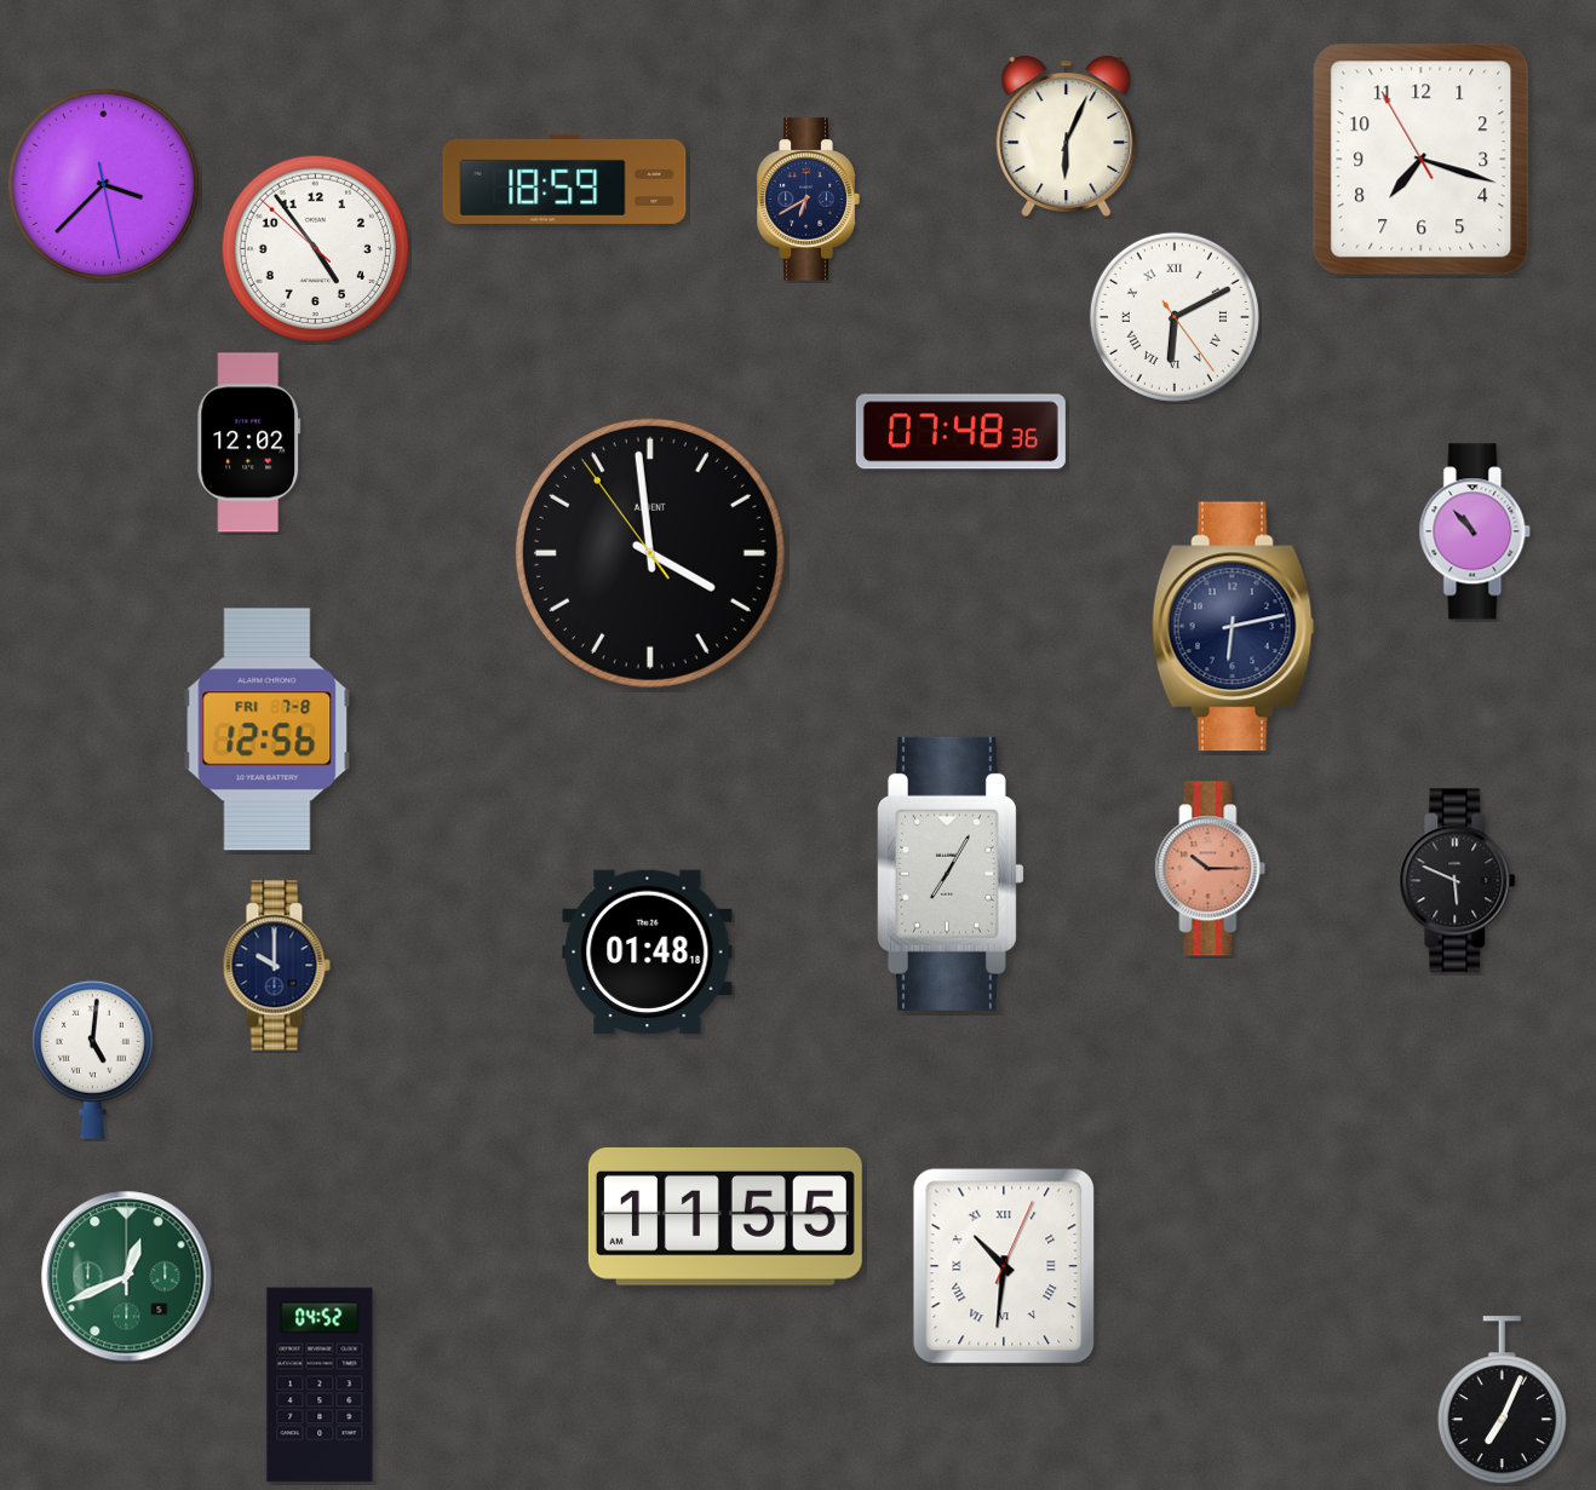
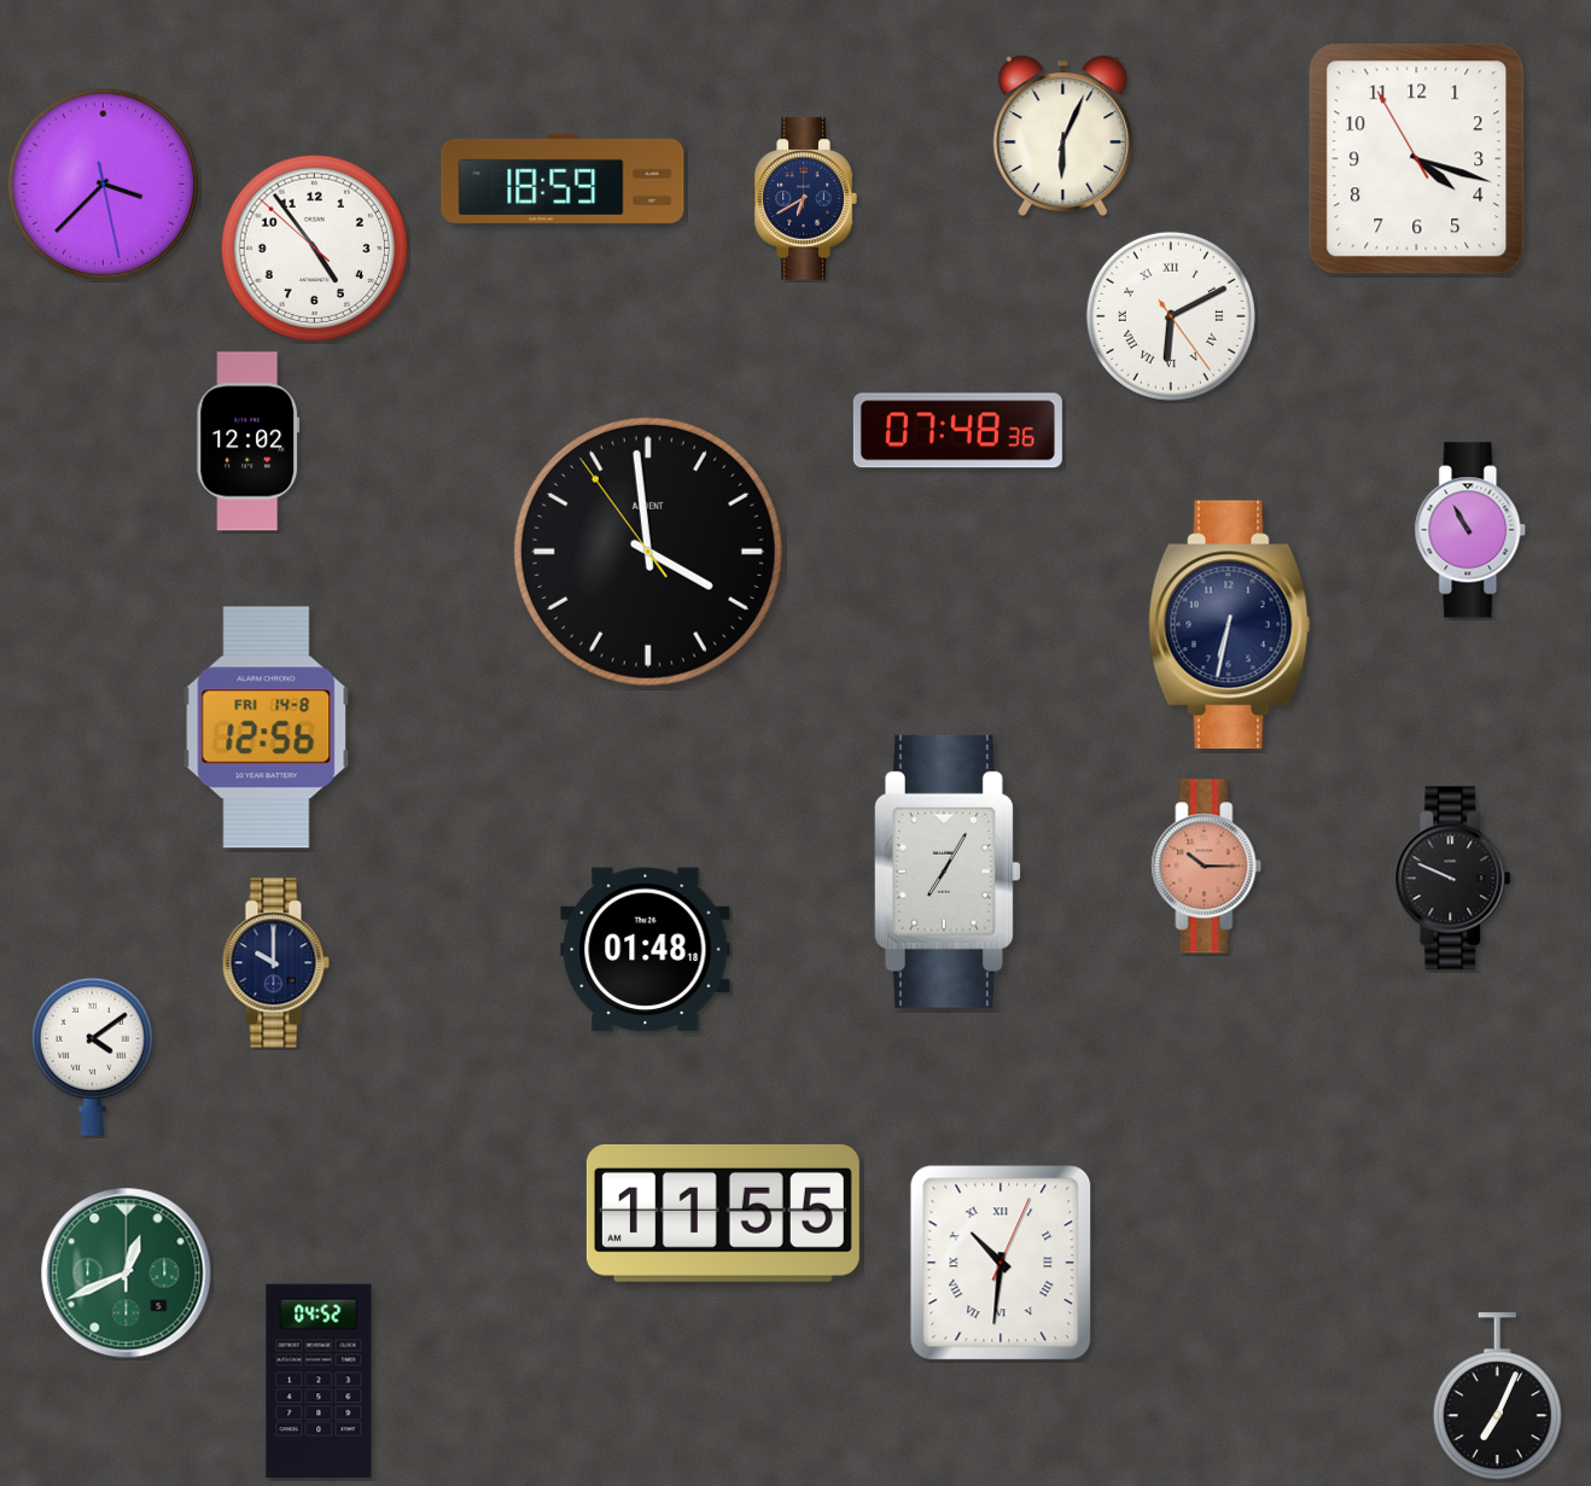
clock at (1422, 160): 7:17 -> 4:17
clock at (1475, 531): 10:53 -> 10:55
clock at (1234, 627): 6:13 -> 6:32
clock at (268, 730) date: FRI 7-8 -> FRI 14-8
clock at (1458, 881): 5:49 -> 9:49
clock at (92, 1059): 5:01 -> 4:09
